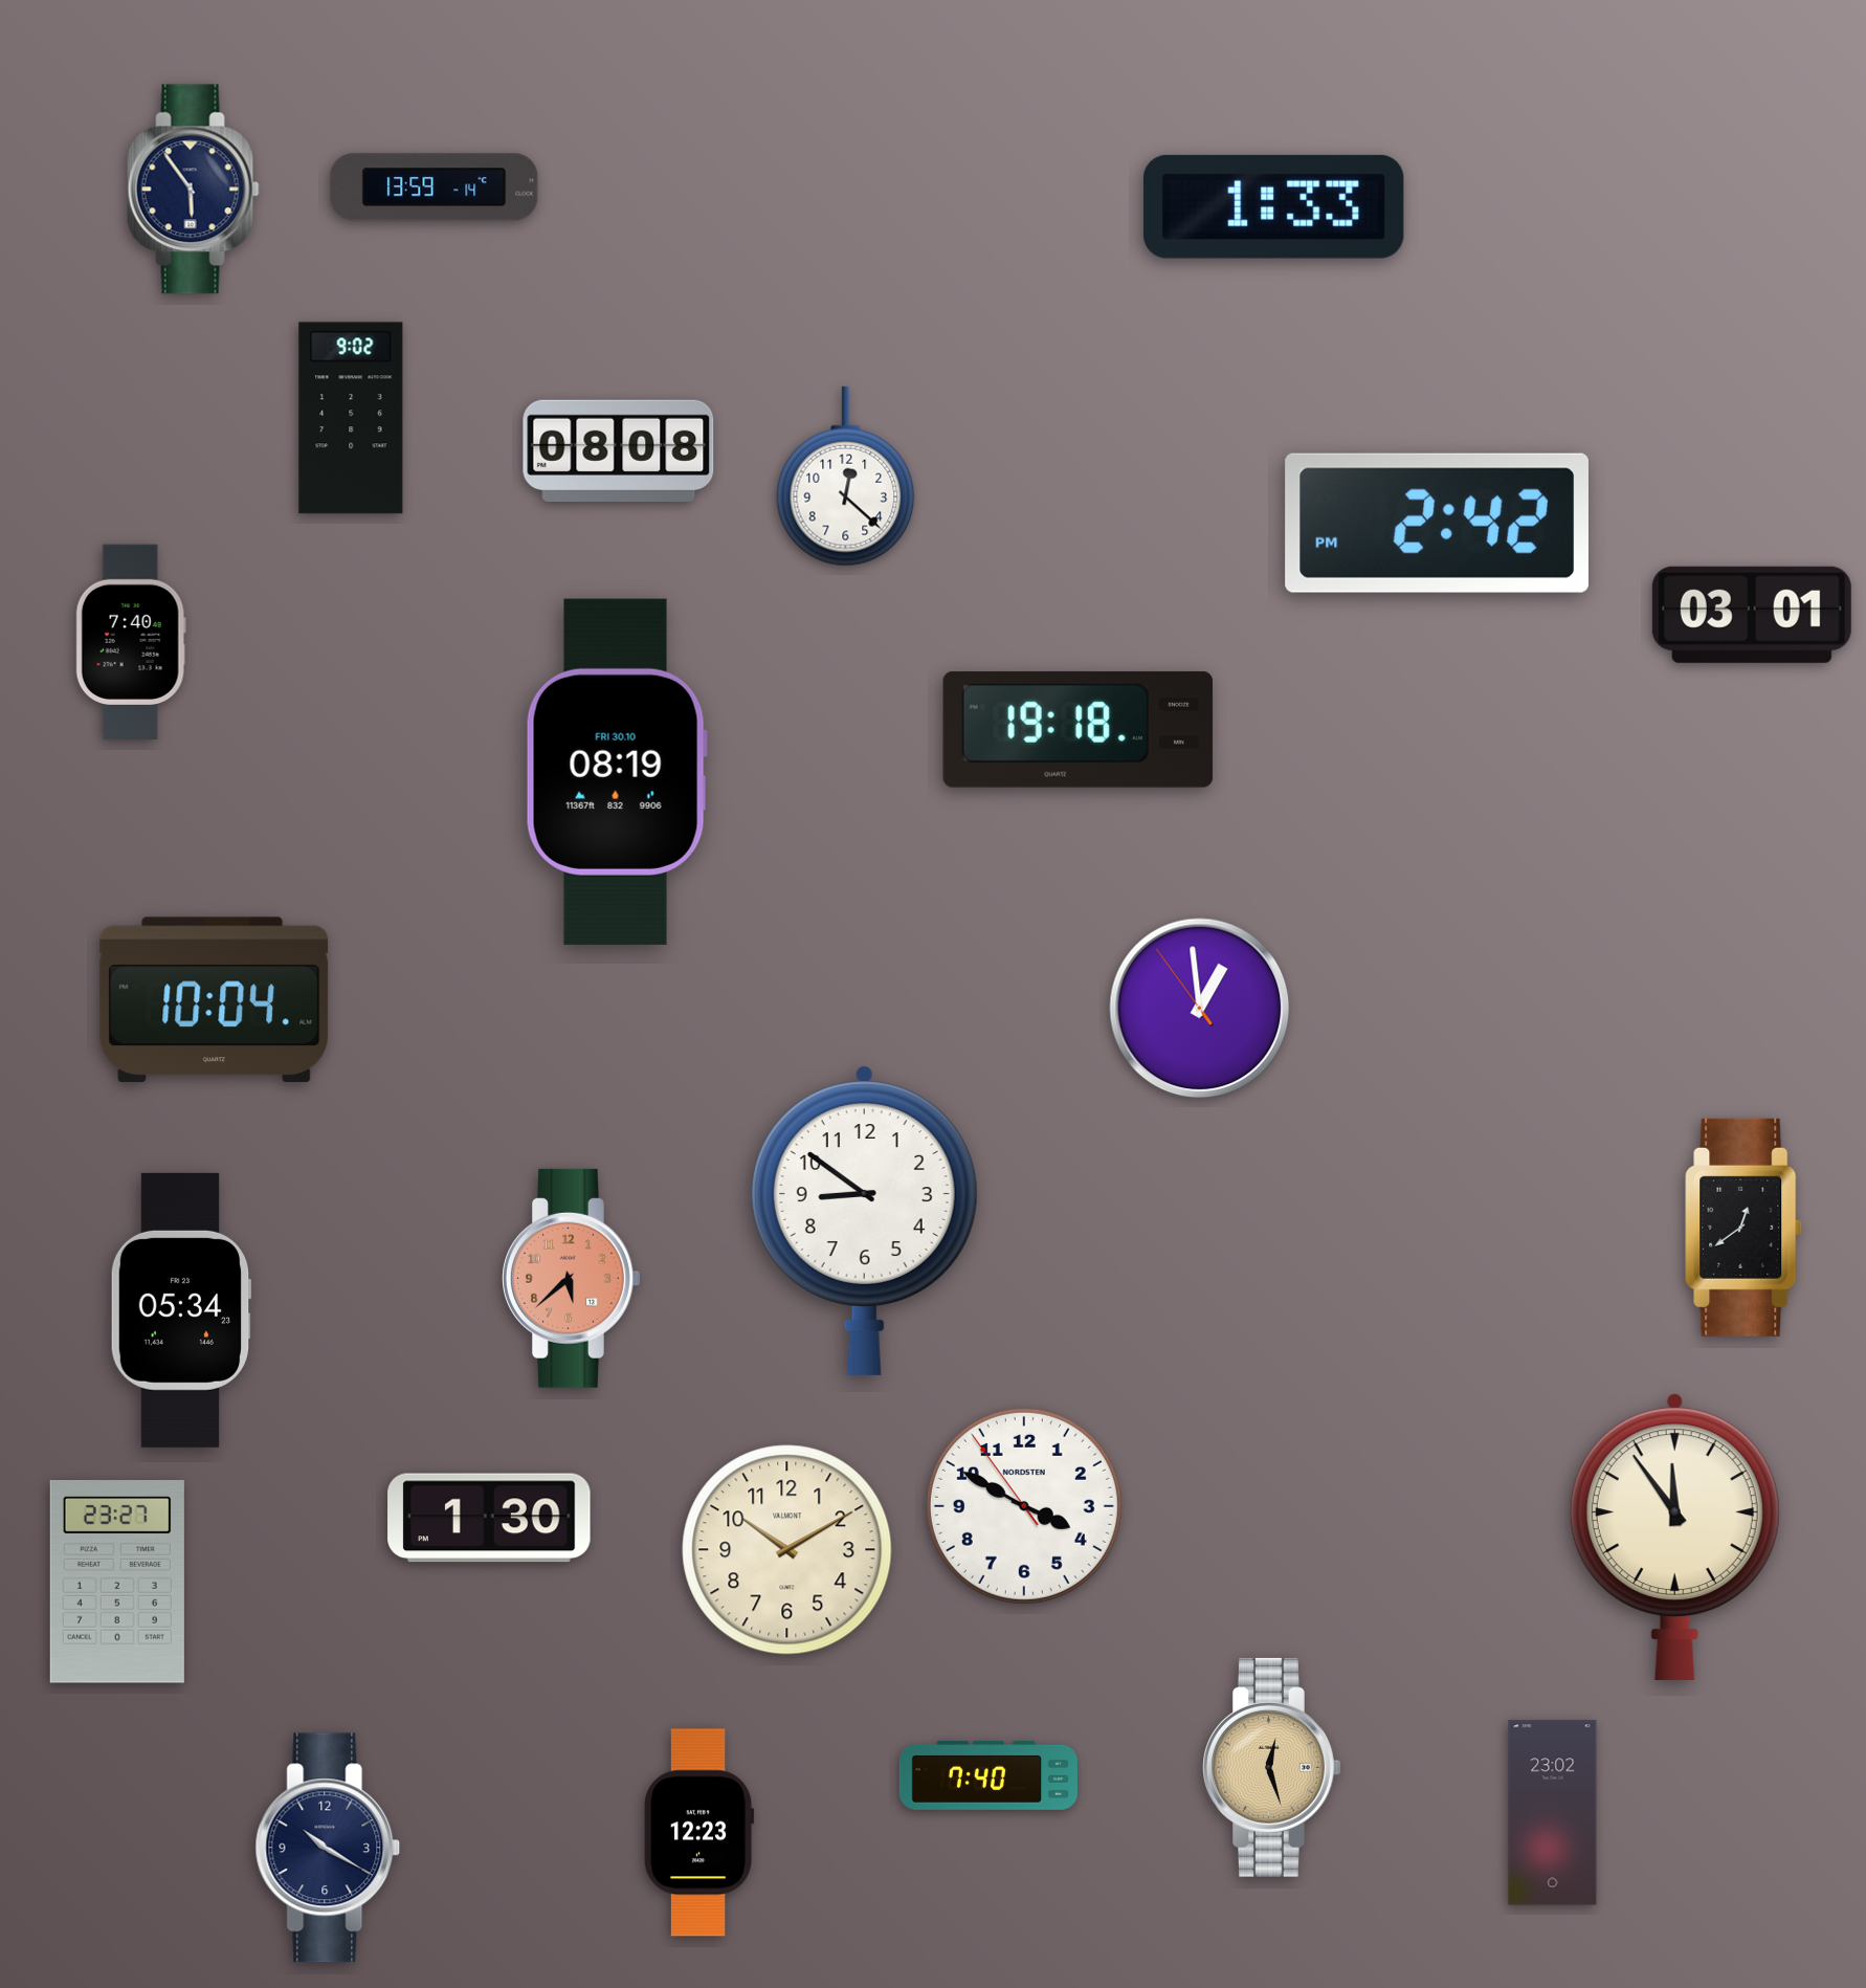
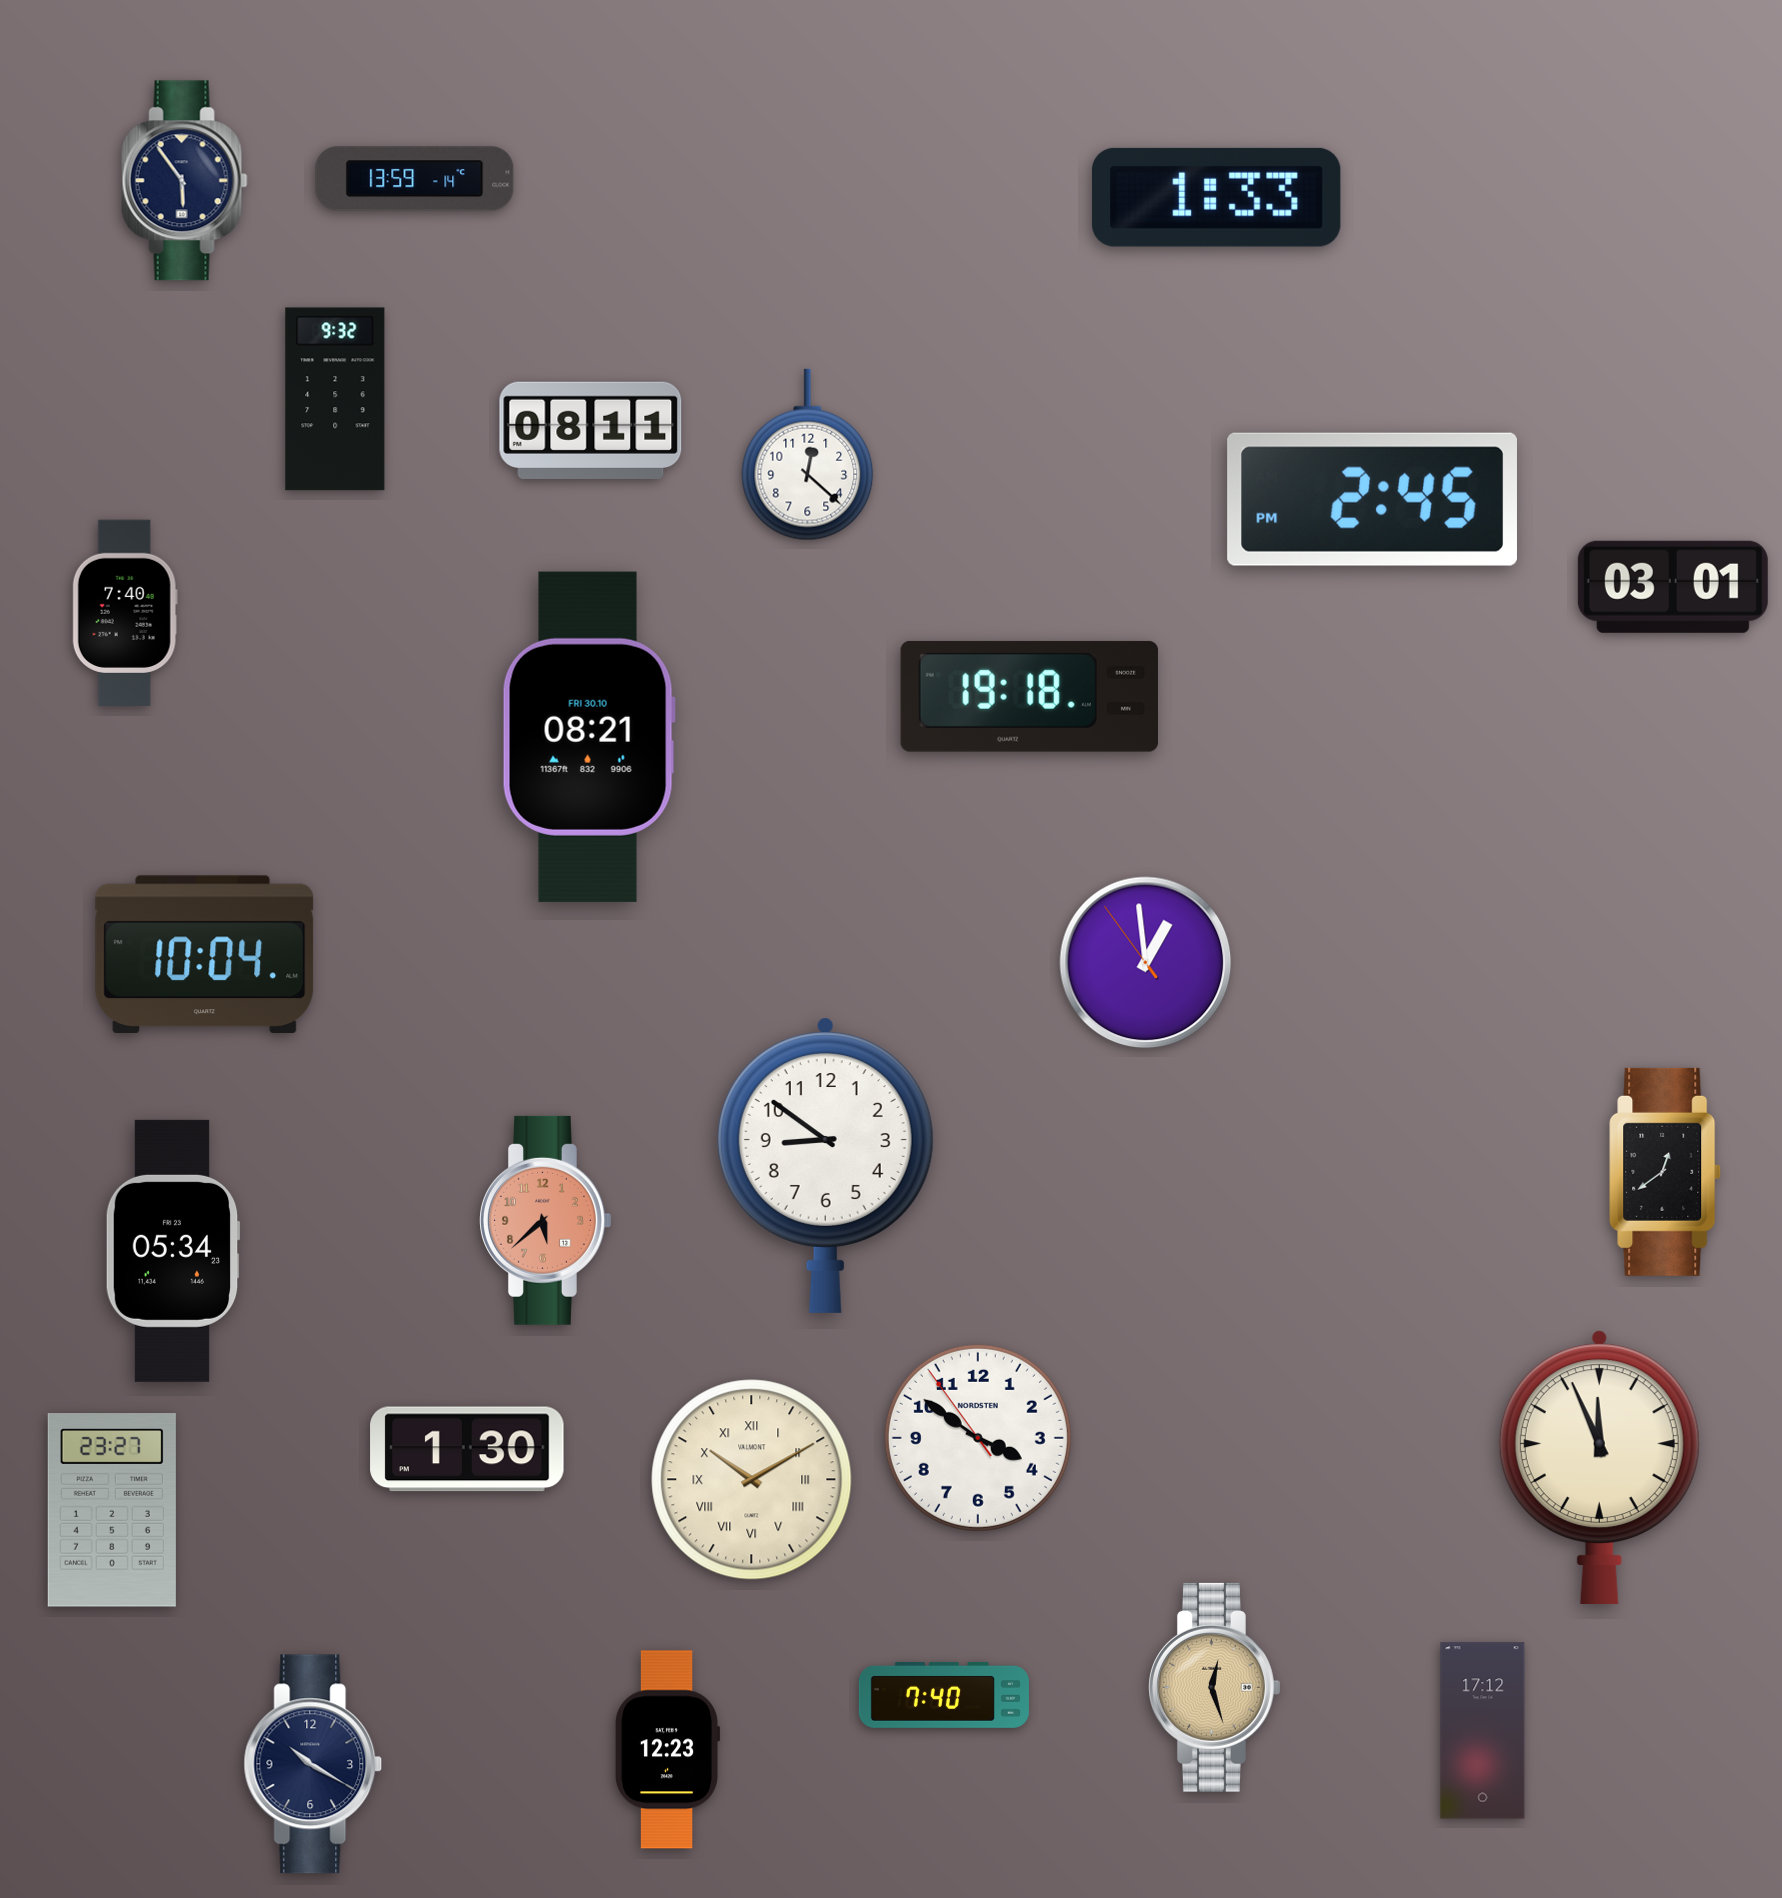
clock at (351, 418): 9:02 -> 9:32
clock at (619, 450): 08:08 -> 08:11
clock at (1437, 523): 2:42 -> 2:45
clock at (617, 772): 08:19 -> 08:21
clock at (1024, 1506): 3:49 -> 3:50
clock at (1674, 1538): 11:54 -> 11:56
clock at (787, 1550) numerals: Arabic -> Roman
clock at (1553, 1813): 23:02 -> 17:12
